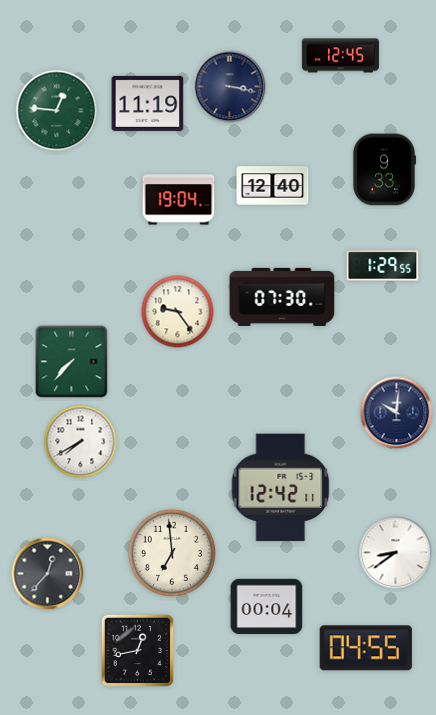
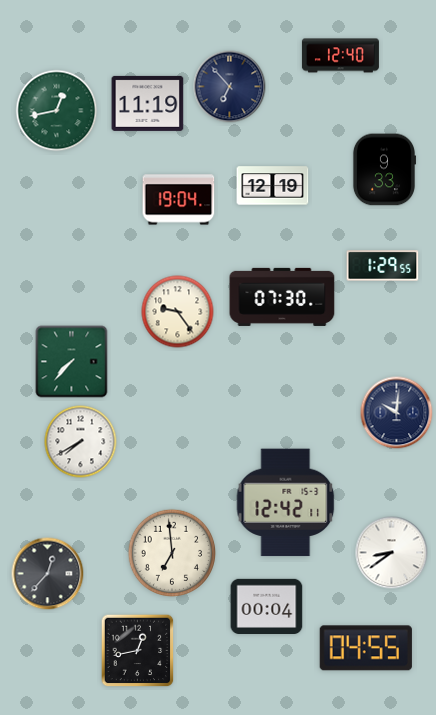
clock at (340, 56): 12:45 -> 12:40
clock at (230, 87): 3:17 -> 6:53
clock at (57, 111): 12:46 -> 12:43
clock at (273, 186): 12:40 -> 12:19
clock at (281, 488) position: (281, 488) -> (286, 503)
clock at (396, 553) position: (396, 553) -> (392, 553)
